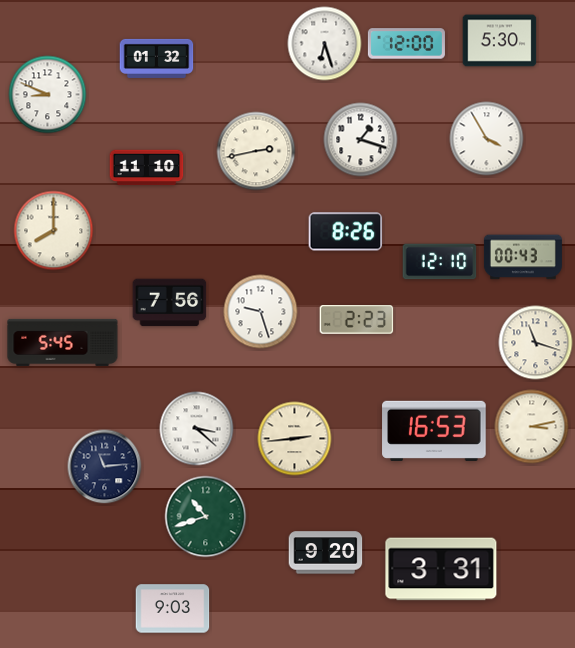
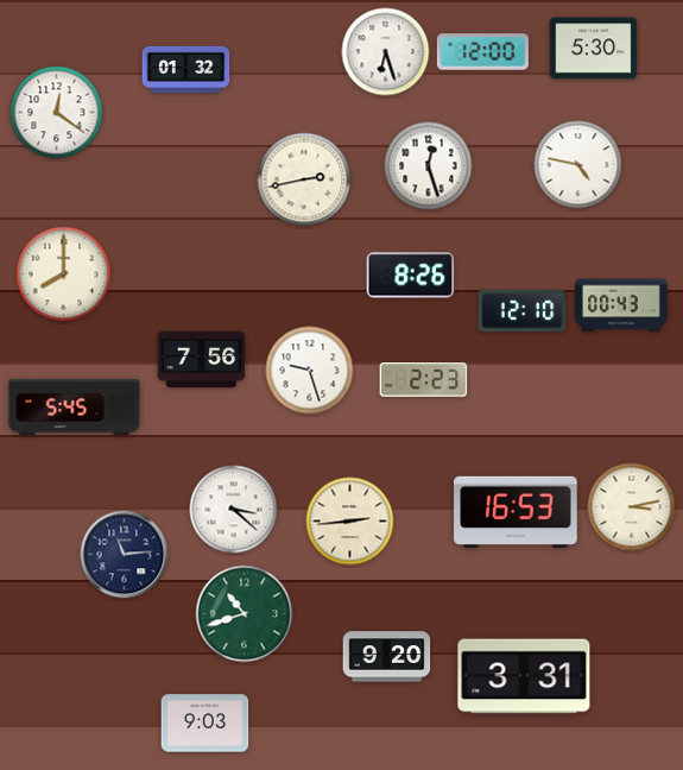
clock at (48, 95): 8:49 -> 12:21
clock at (487, 139): 3:55 -> 4:47
clock at (361, 140): 1:18 -> 12:27
clock at (147, 168): 11:10 -> none
clock at (536, 343): 11:18 -> none
